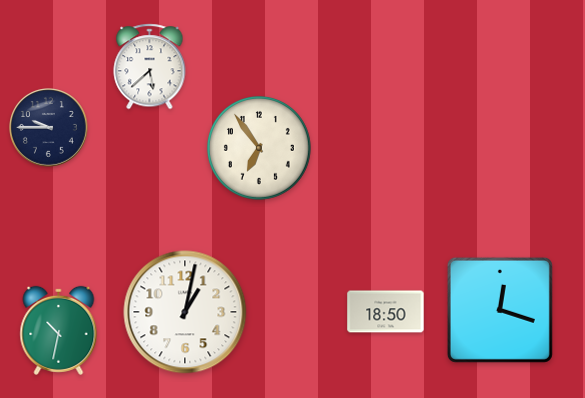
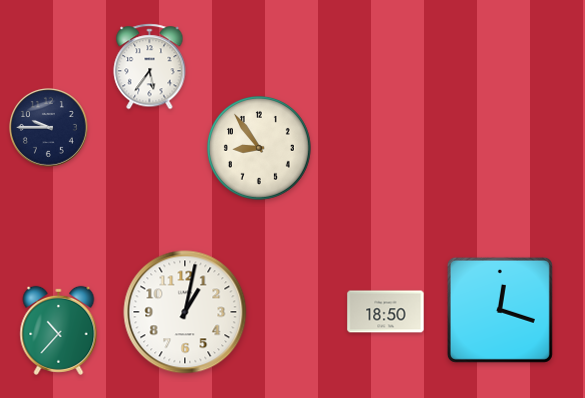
clock at (150, 67): 5:38 -> 5:36
clock at (259, 148): 6:54 -> 8:54
clock at (59, 330): 10:32 -> 10:37
